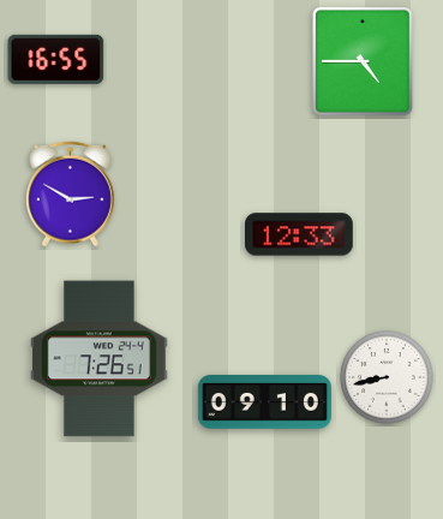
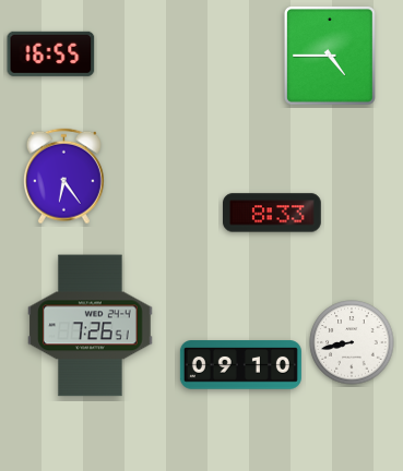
clock at (70, 195): 2:50 -> 6:24
clock at (300, 234): 12:33 -> 8:33
